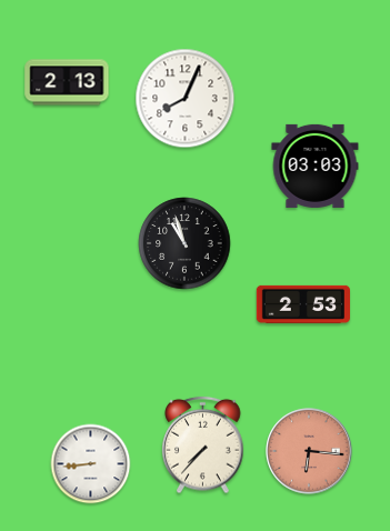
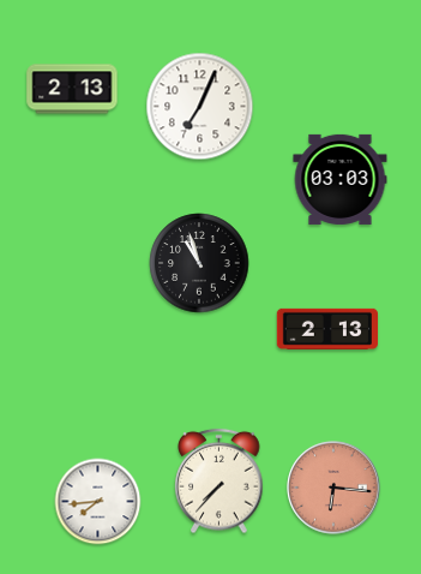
clock at (186, 99): 8:04 -> 7:04
clock at (302, 304): 2:53 -> 2:13
clock at (91, 464): 8:44 -> 7:44
